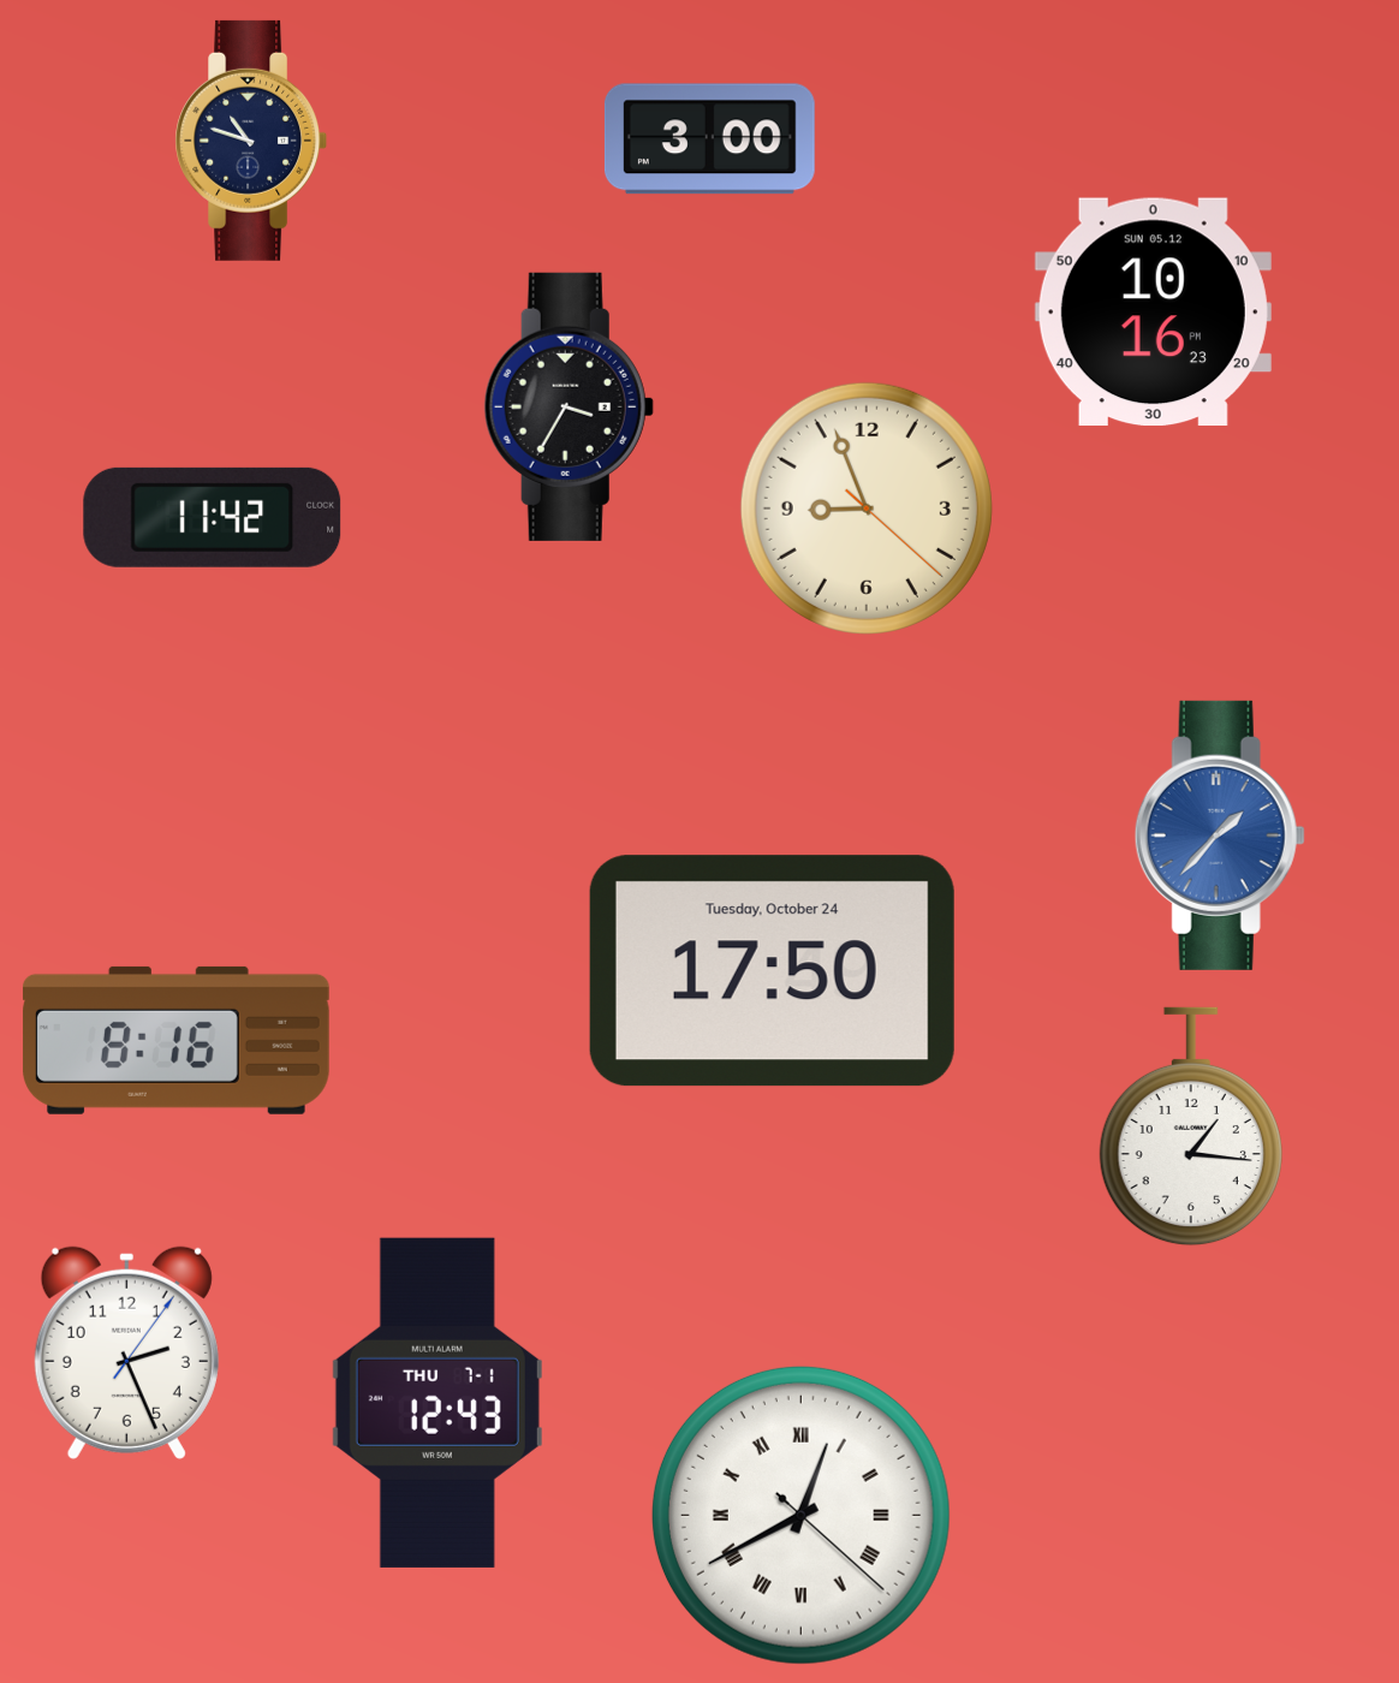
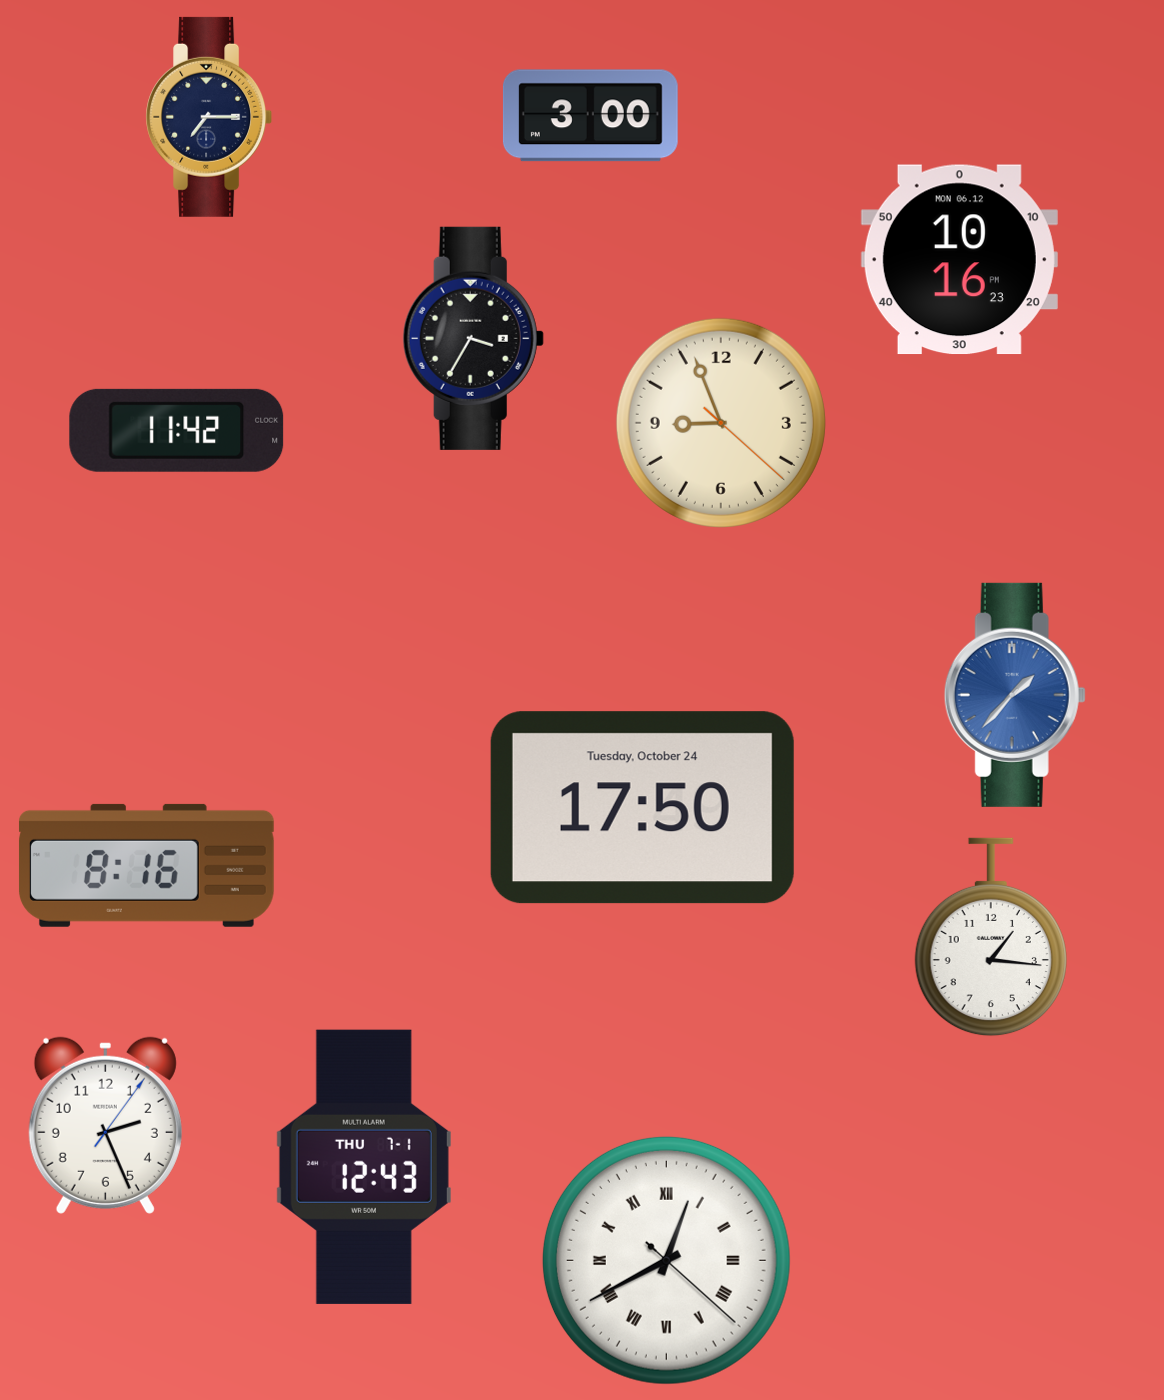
clock at (251, 141): 10:48 -> 7:15
clock at (1153, 313) date: SUN 05.12 -> MON 06.12
